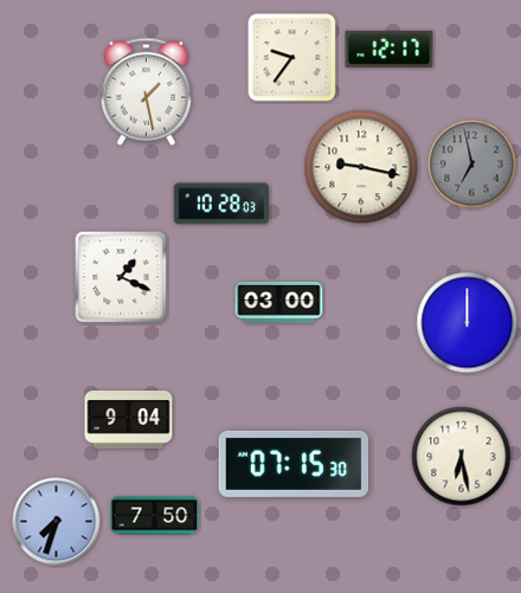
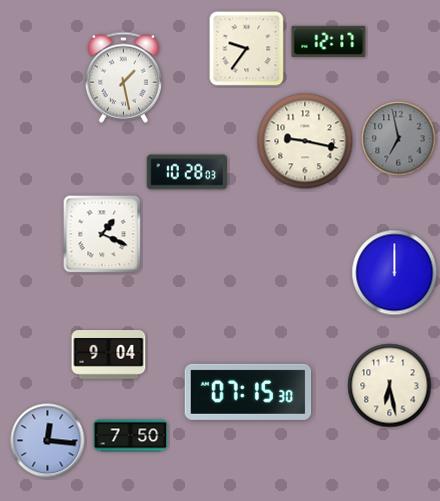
clock at (279, 303): 03:00 -> none
clock at (57, 522): 7:33 -> 12:16
